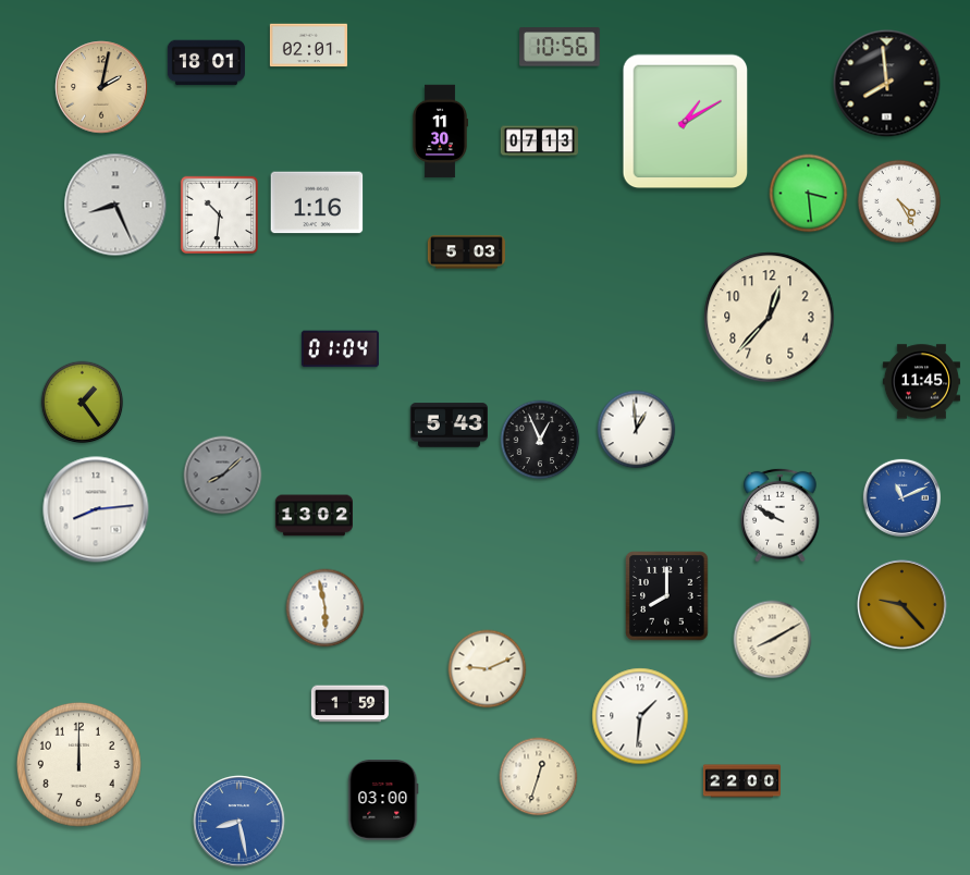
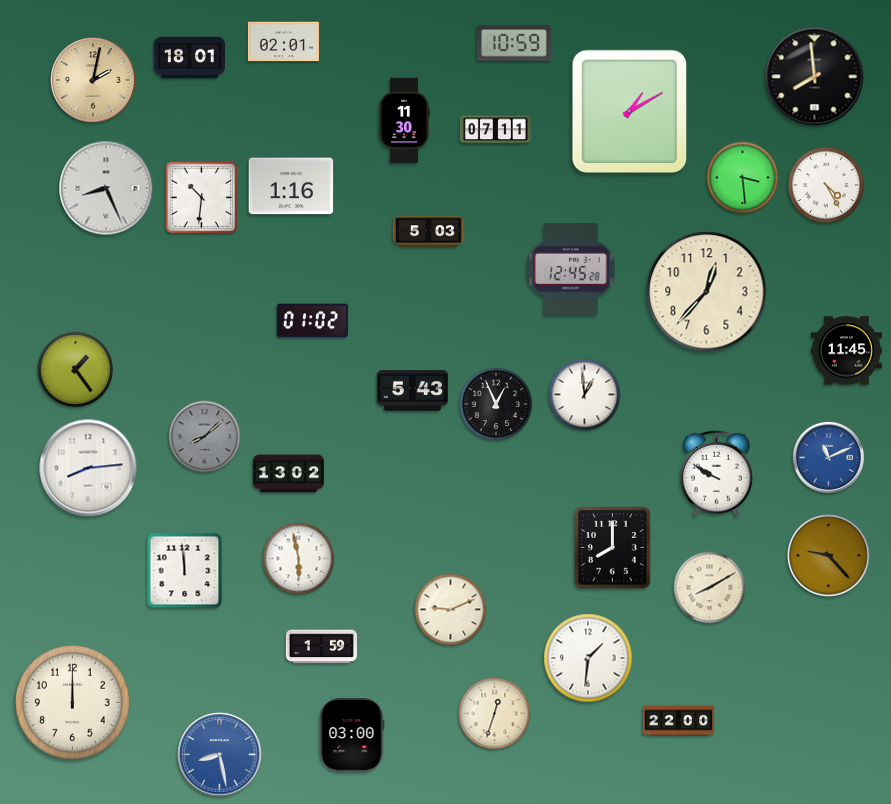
clock at (560, 47): 10:56 -> 10:59
clock at (539, 141): 07:13 -> 07:11
clock at (571, 269): none -> 12:45
clock at (340, 349): 01:04 -> 01:02
clock at (185, 571): none -> 11:59
clock at (488, 669) position: (488, 669) -> (451, 610)
clock at (741, 781) position: (741, 781) -> (678, 721)
